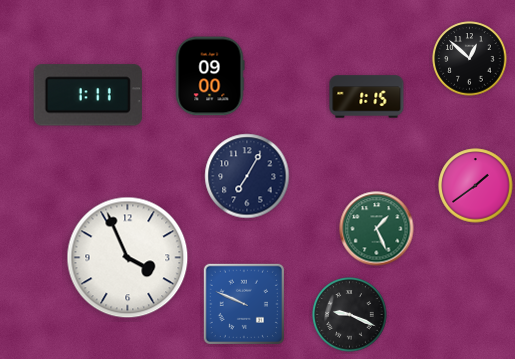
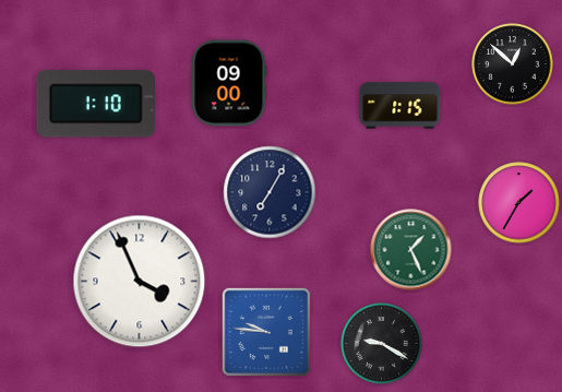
clock at (88, 95): 1:11 -> 1:10
clock at (476, 186): 1:39 -> 1:35
clock at (244, 304): 9:49 -> 9:46
clock at (350, 315): 9:19 -> 9:20
